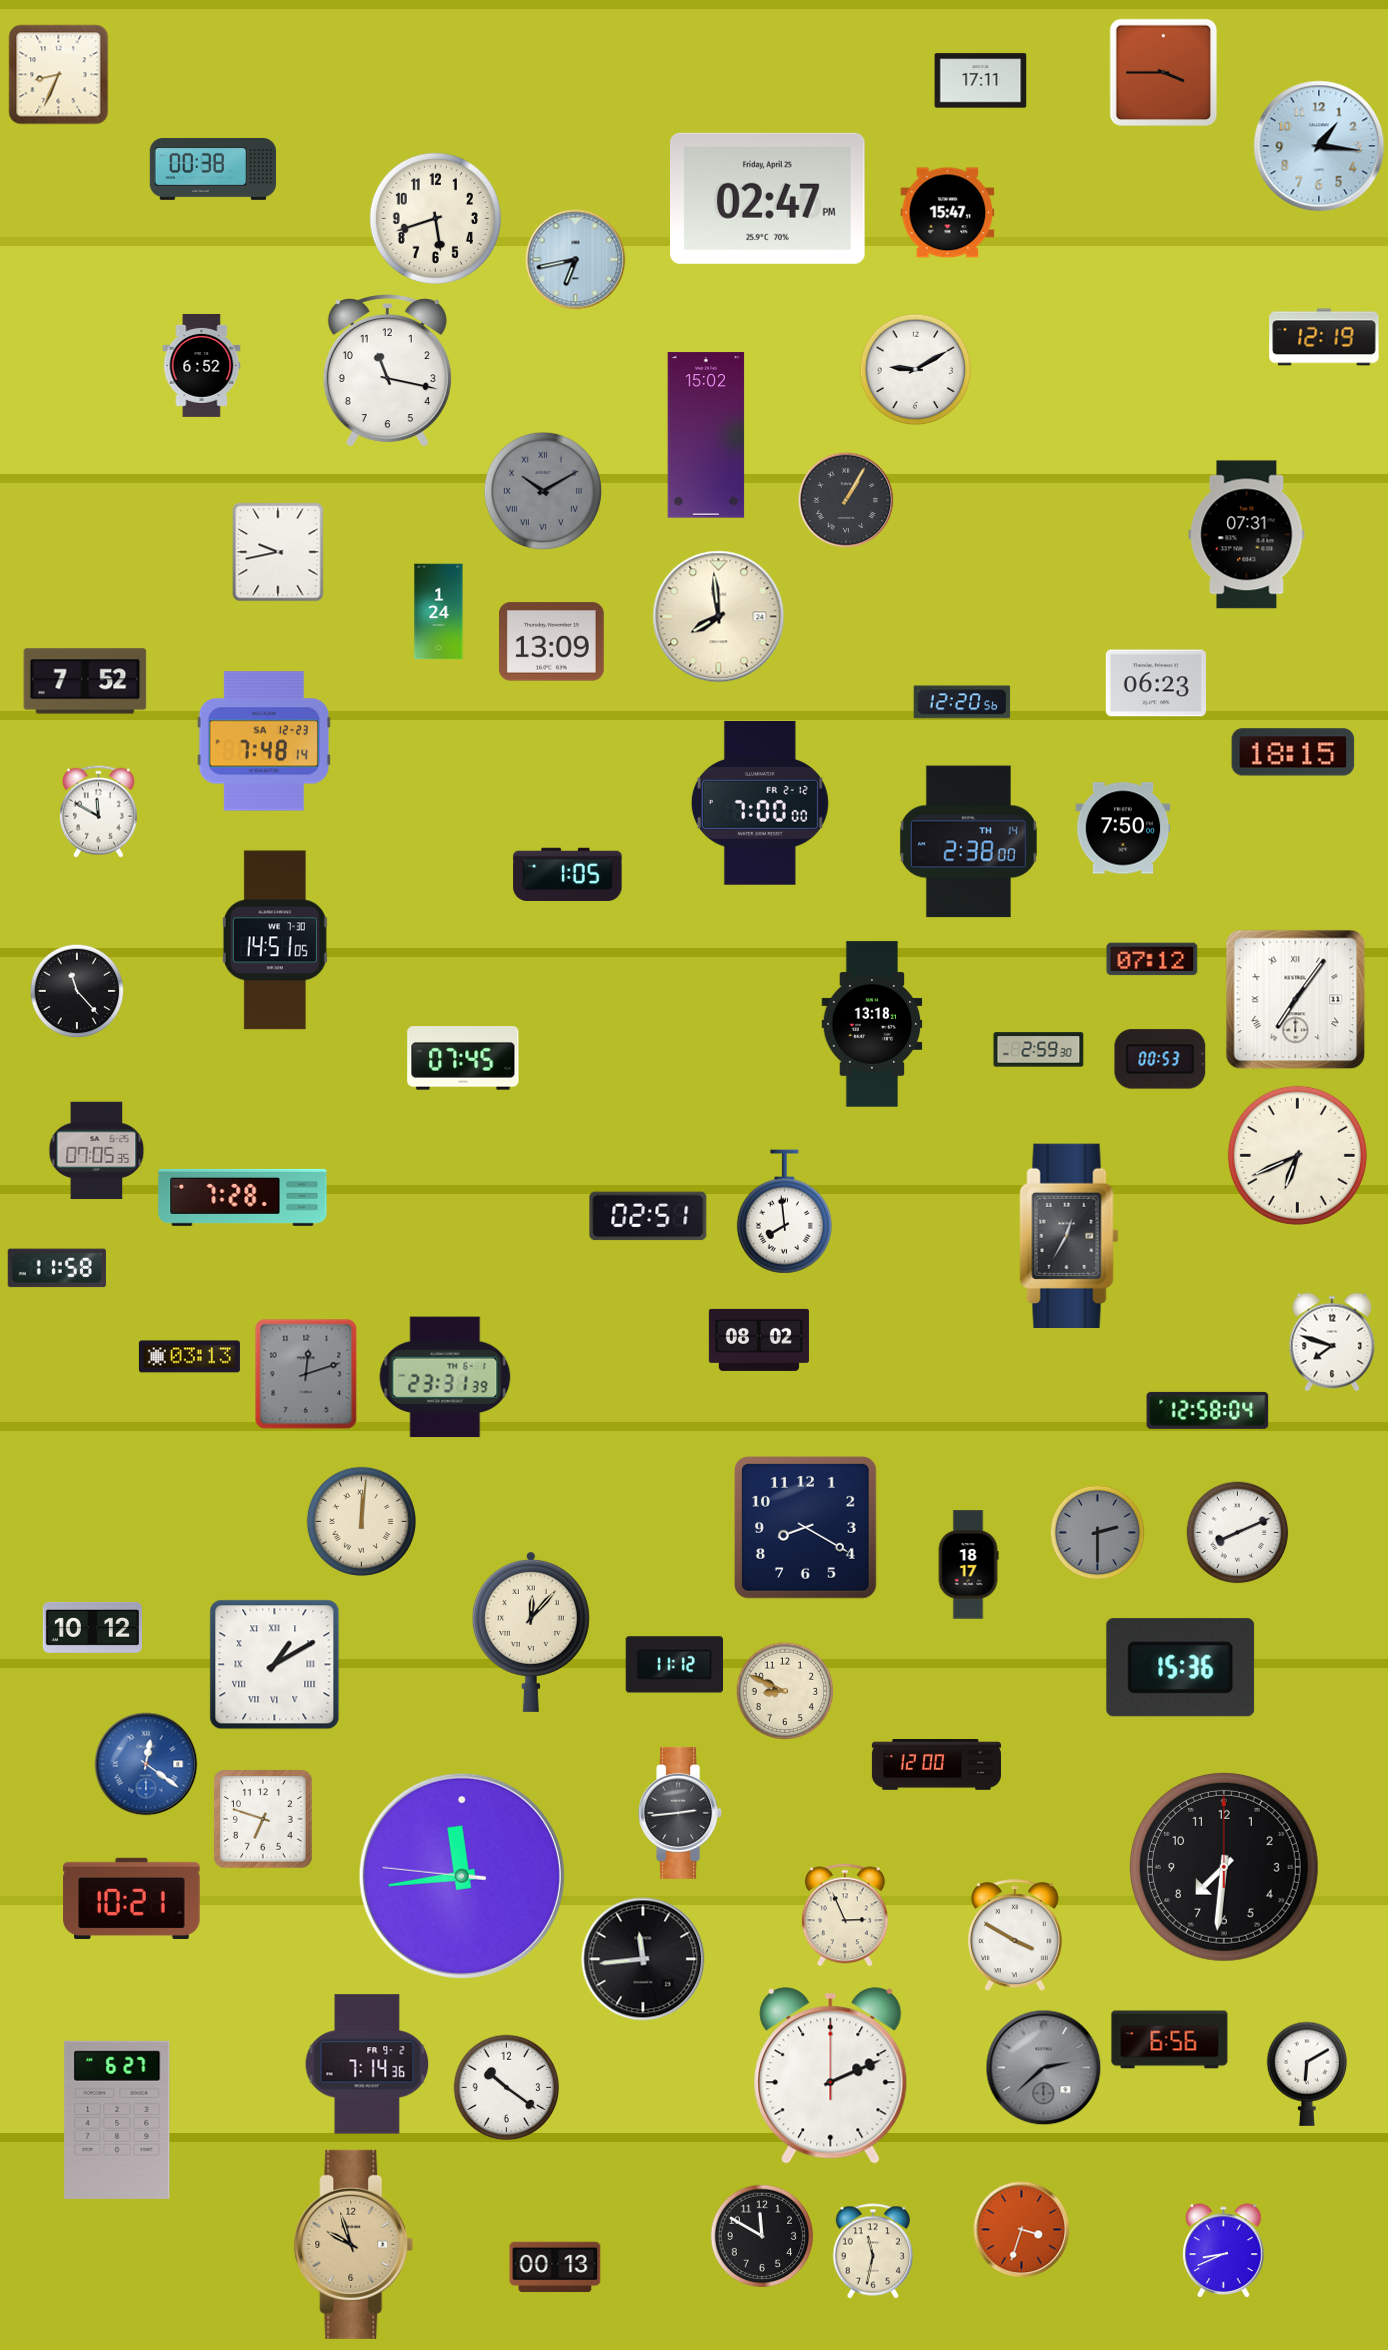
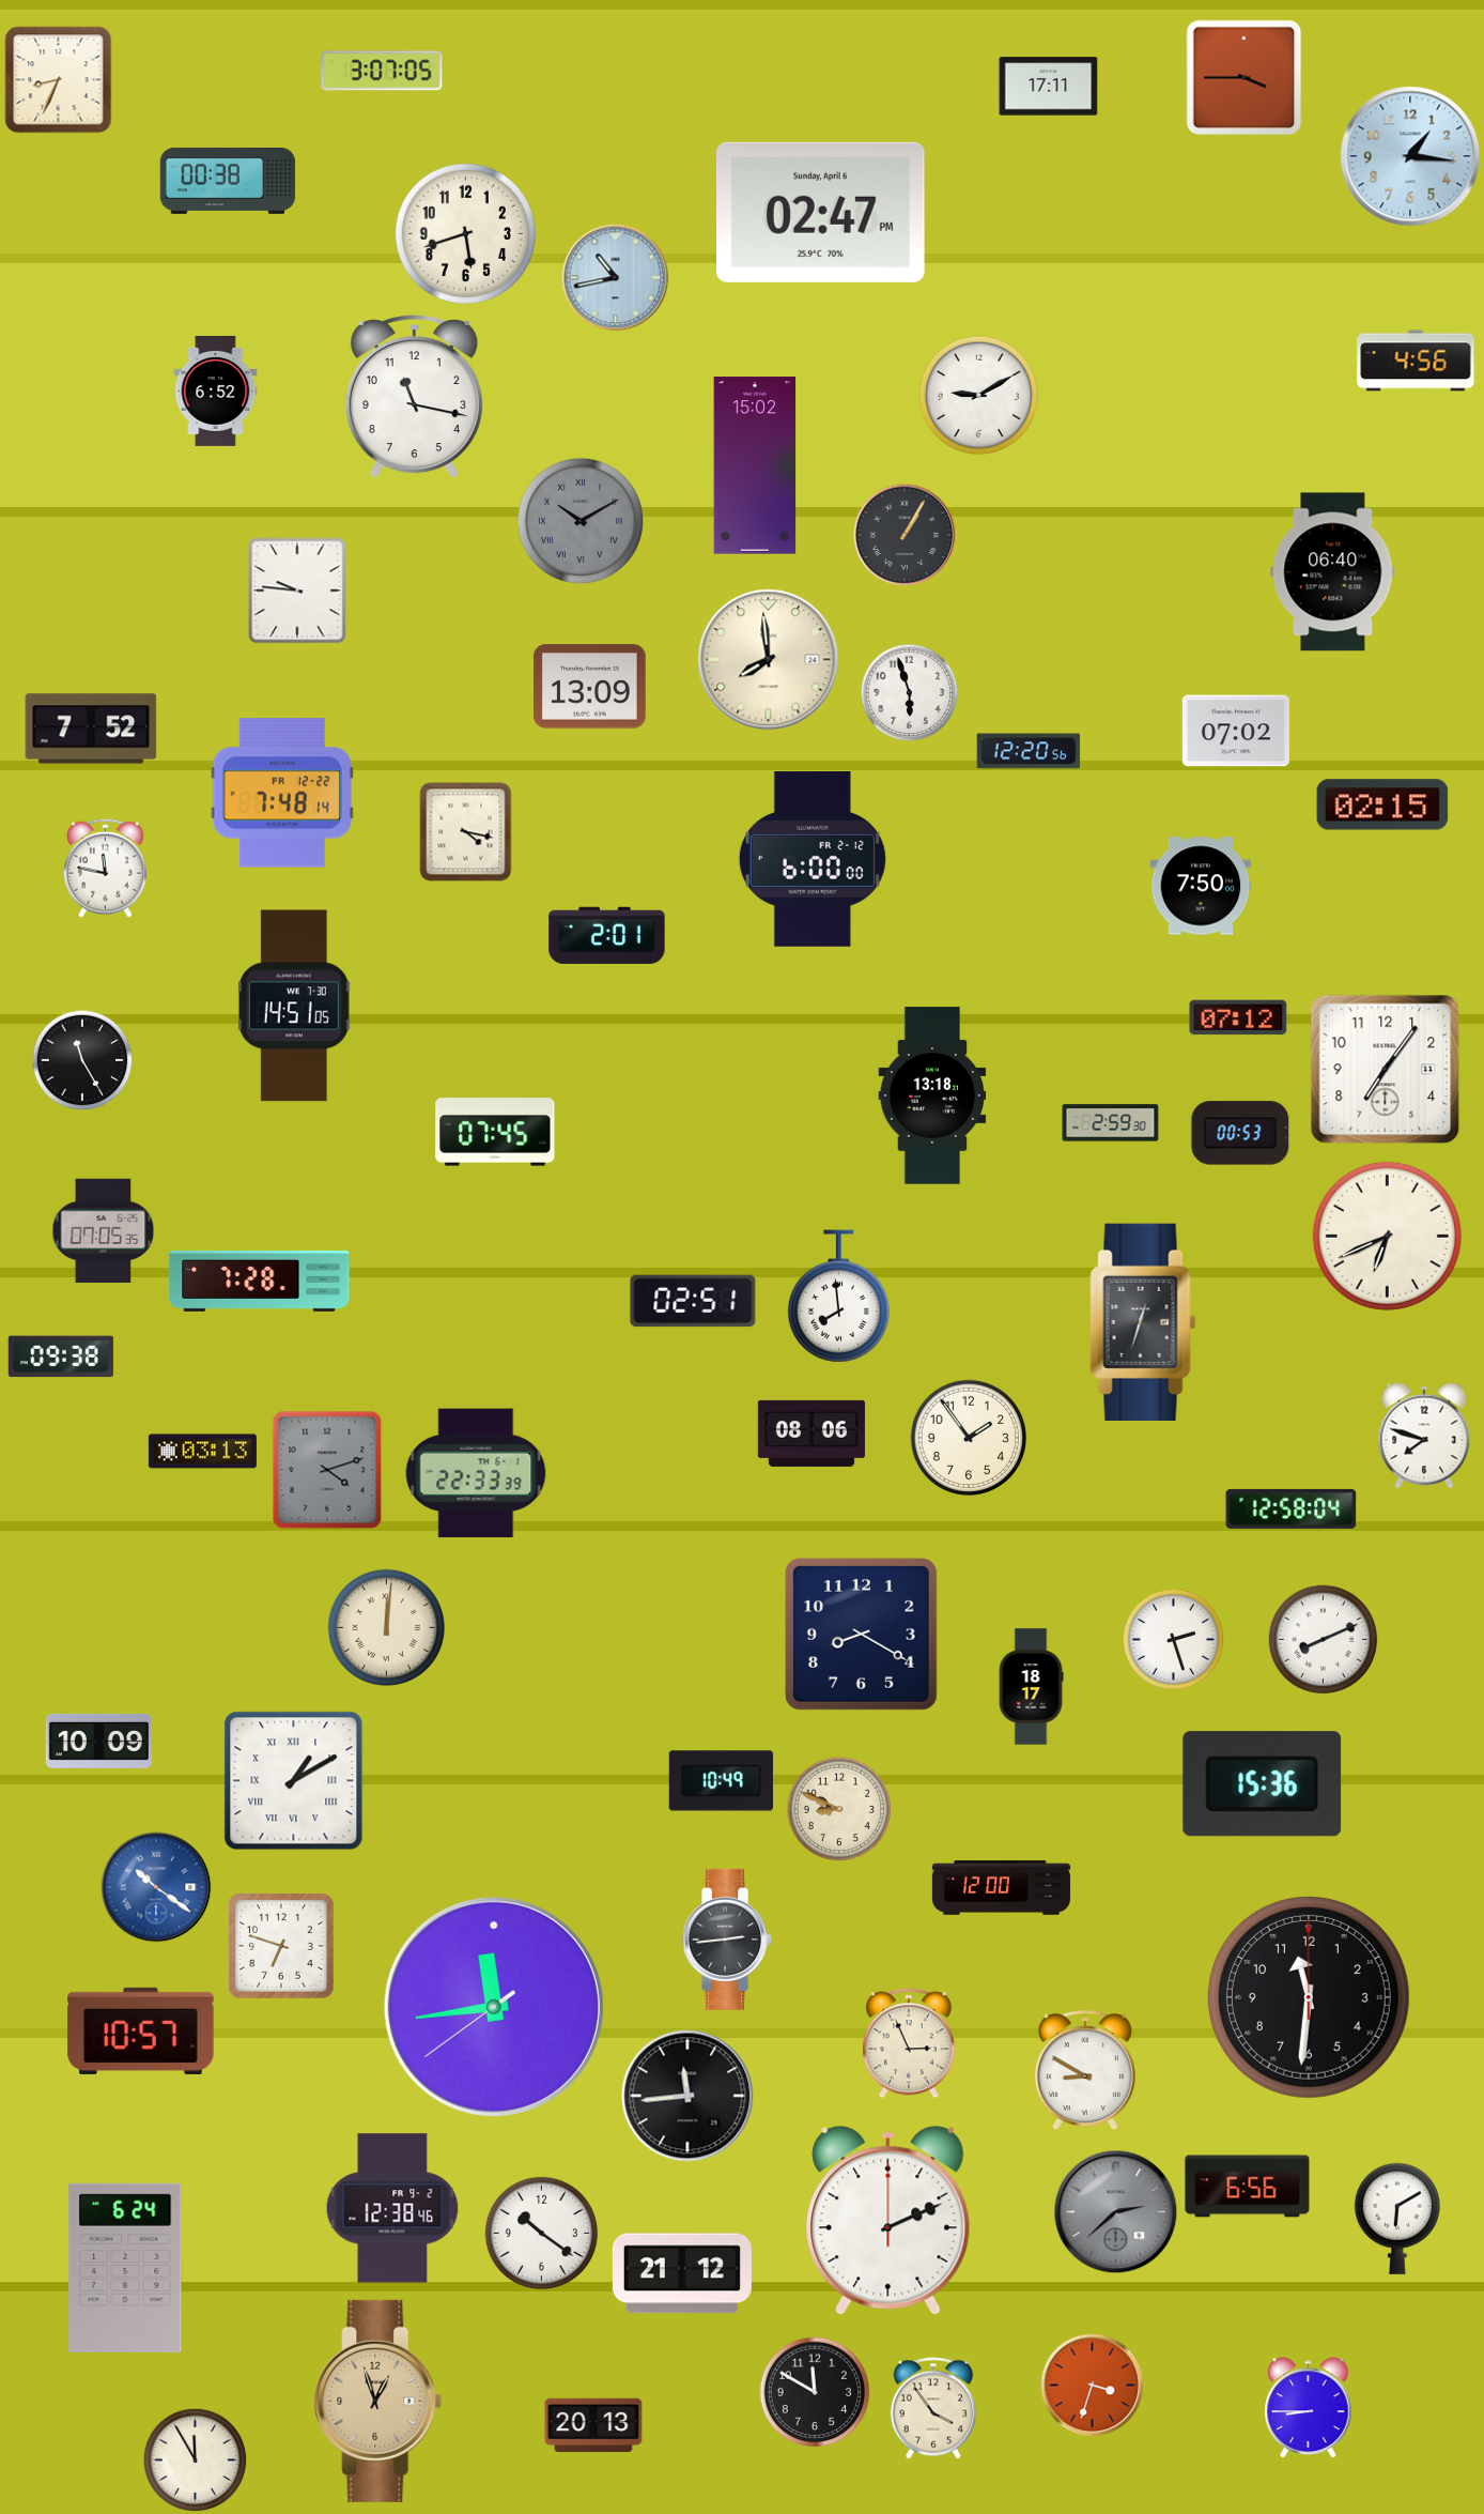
clock at (382, 71): none -> 3:07
clock at (59, 75) position: (59, 75) -> (59, 80)
clock at (768, 198) date: Friday, April 25 -> Sunday, April 6
clock at (948, 213): 15:47 -> none
clock at (576, 260): 6:43 -> 10:43
clock at (1324, 337): 12:19 -> 4:56
clock at (543, 491) position: (543, 491) -> (581, 521)
clock at (1247, 535): 07:31 -> 06:40
clock at (278, 552): 9:43 -> 9:46
clock at (439, 612): 1:24 -> none
clock at (910, 693): none -> 5:57
clock at (1156, 683): 06:23 -> 07:02
clock at (264, 741) date: SA 12-23 -> FR 12-22
clock at (1293, 752): 18:15 -> 02:15
clock at (466, 832): none -> 4:17
clock at (760, 803): 7:00 -> 6:00
clock at (98, 811): 11:50 -> 11:47
clock at (968, 842): 2:38 -> none
clock at (568, 874): 1:05 -> 2:01
clock at (1152, 959) position: (1152, 959) -> (1238, 1017)
clock at (77, 991): 11:23 -> 11:25
clock at (1296, 1000) numerals: Roman -> Arabic
clock at (1069, 1236): 12:35 -> 12:33
clock at (57, 1268): 11:58 -> 09:38
clock at (759, 1340): 08:02 -> 08:06
clock at (969, 1438): none -> 1:54
clock at (306, 1374): 12:12 -> 4:12
clock at (445, 1377): 23:31 -> 22:33
clock at (1098, 1533): 2:30 -> 2:27
clock at (1098, 1533) dial: grey -> white
clock at (968, 1565) position: (968, 1565) -> (1031, 1687)
clock at (92, 1627): 10:12 -> 10:09
clock at (531, 1631): 12:07 -> none
clock at (675, 1665): 11:12 -> 10:49
clock at (146, 1764): 12:21 -> 10:21
clock at (1224, 1867): 7:31 -> 11:31
clock at (462, 1876): 11:43:46 -> 11:43:39
clock at (132, 1898): 10:21 -> 10:57
clock at (845, 1915) position: (845, 1915) -> (909, 2043)
clock at (1015, 1935): 3:50 -> 8:50
clock at (1170, 2040) position: (1170, 2040) -> (1248, 2187)
clock at (367, 2064): 7:14 -> 12:38
clock at (117, 2120): 6:27 -> 6:24
clock at (682, 2273): none -> 21:12
clock at (354, 2244): 9:57 -> 12:57
clock at (872, 2251): 11:32 -> 3:54
clock at (1224, 2251): 8:41 -> 8:45
clock at (555, 2267): 00:13 -> 20:13
clock at (196, 2461): none -> 11:55
